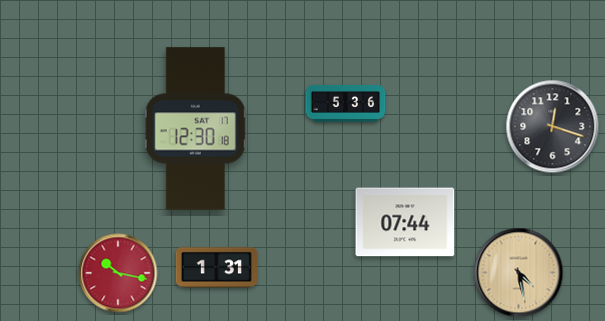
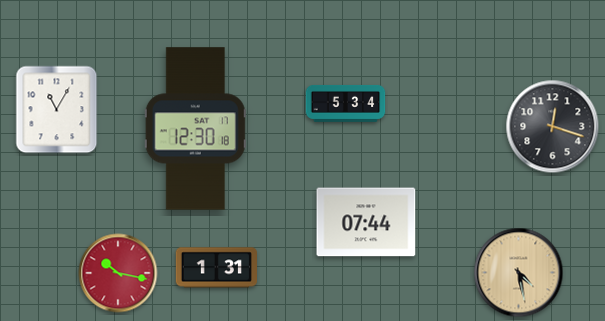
clock at (346, 103): 5:36 -> 5:34
clock at (57, 110): none -> 11:05
clock at (405, 222) position: (405, 222) -> (366, 222)
